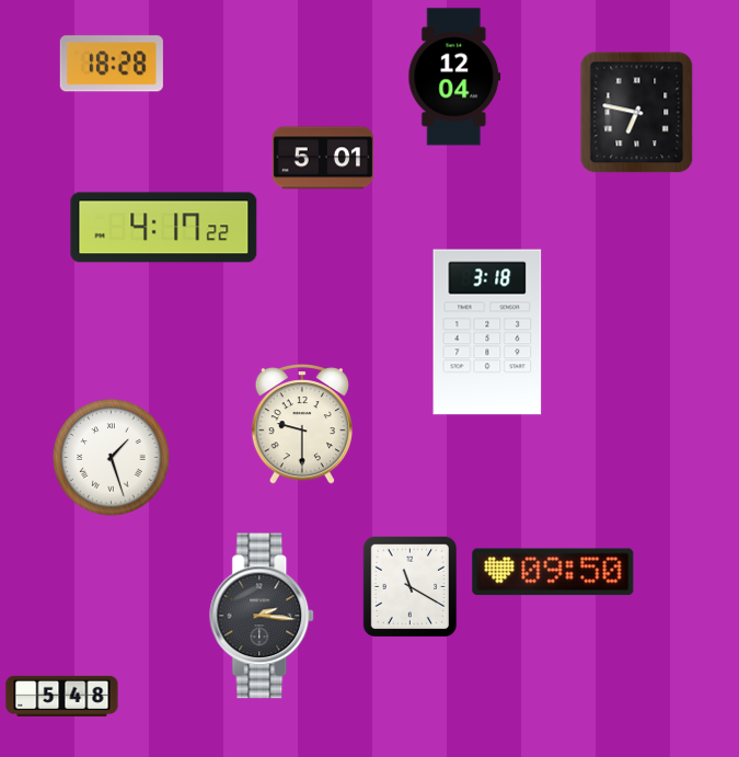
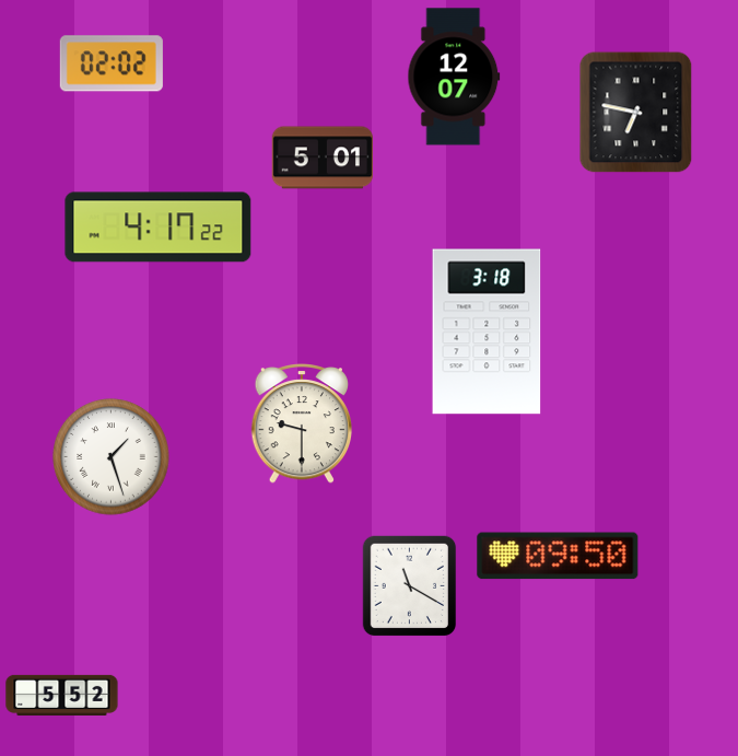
clock at (112, 64): 18:28 -> 02:02
clock at (454, 77): 12:04 -> 12:07
clock at (164, 228) position: (164, 228) -> (159, 228)
clock at (553, 572) position: (553, 572) -> (558, 556)
clock at (263, 616): 2:16 -> none
clock at (62, 696): 5:48 -> 5:52
